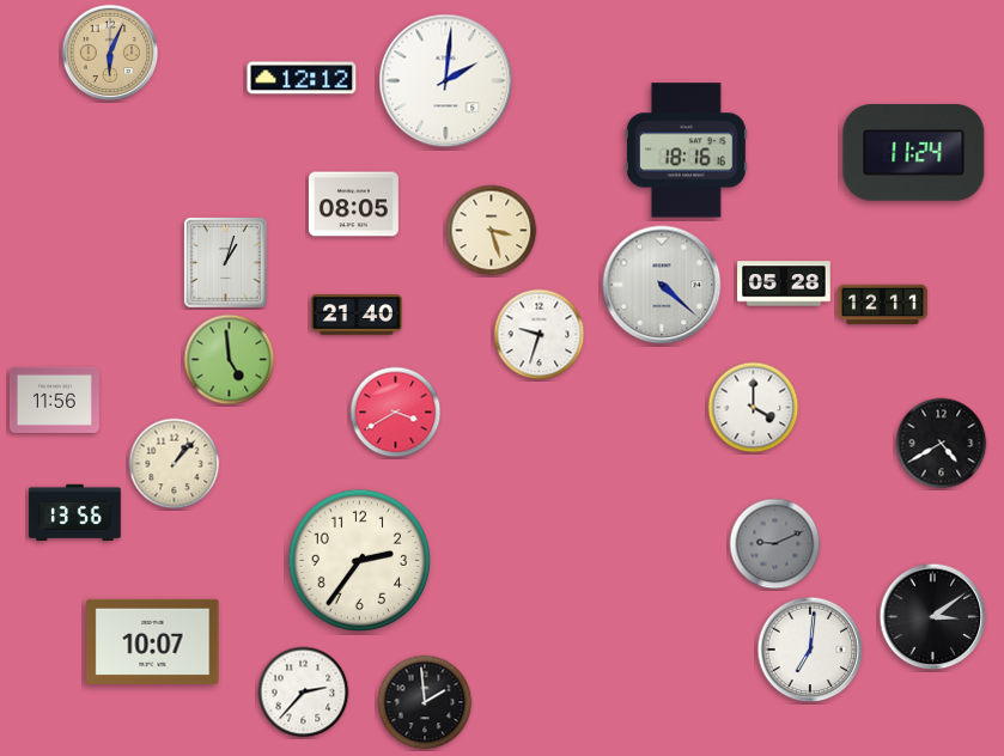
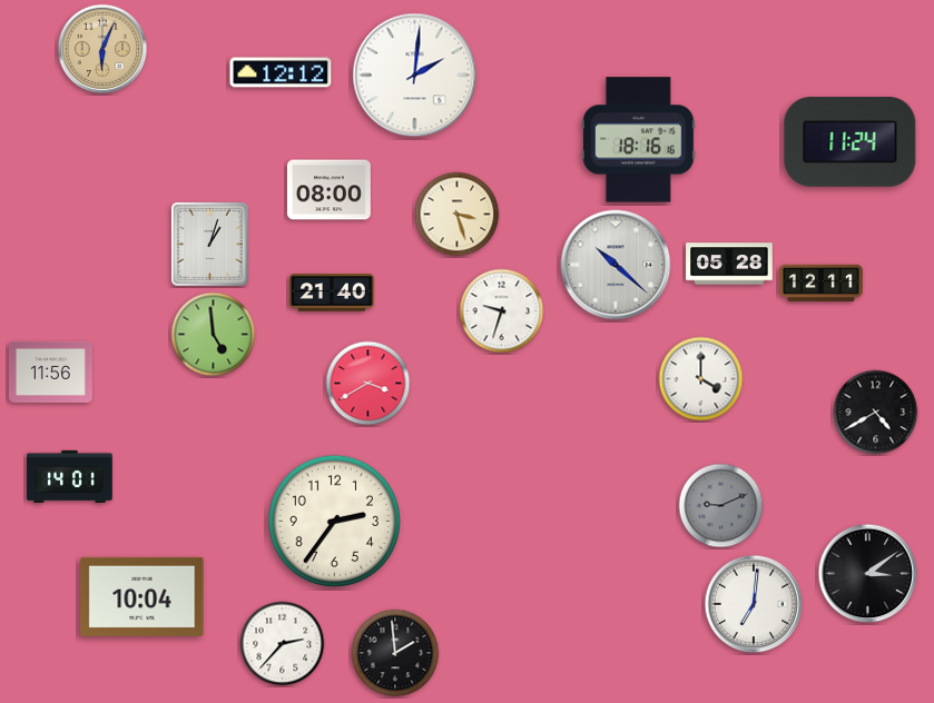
clock at (353, 205): 08:05 -> 08:00
clock at (662, 285): 4:22 -> 10:22
clock at (175, 464): 1:07 -> none
clock at (75, 512): 13:56 -> 14:01
clock at (153, 641): 10:07 -> 10:04
